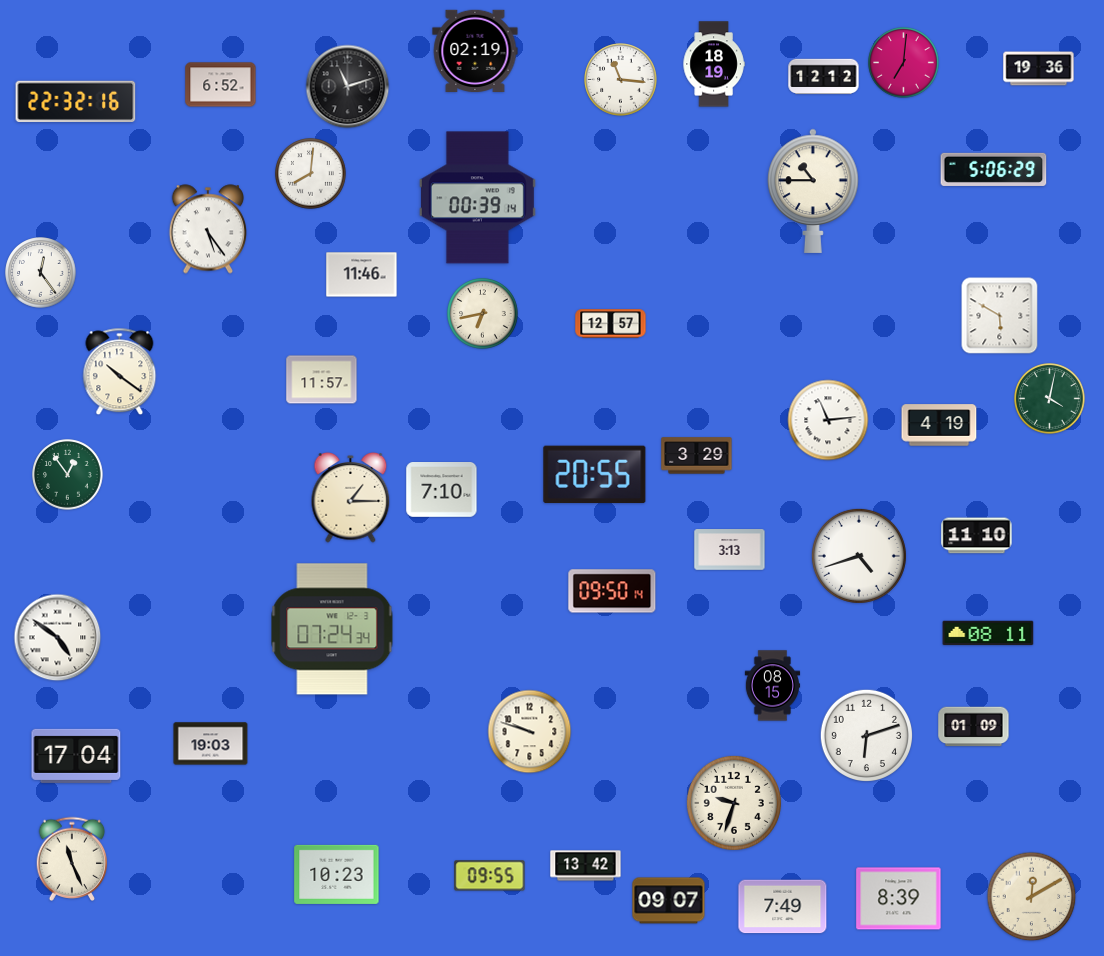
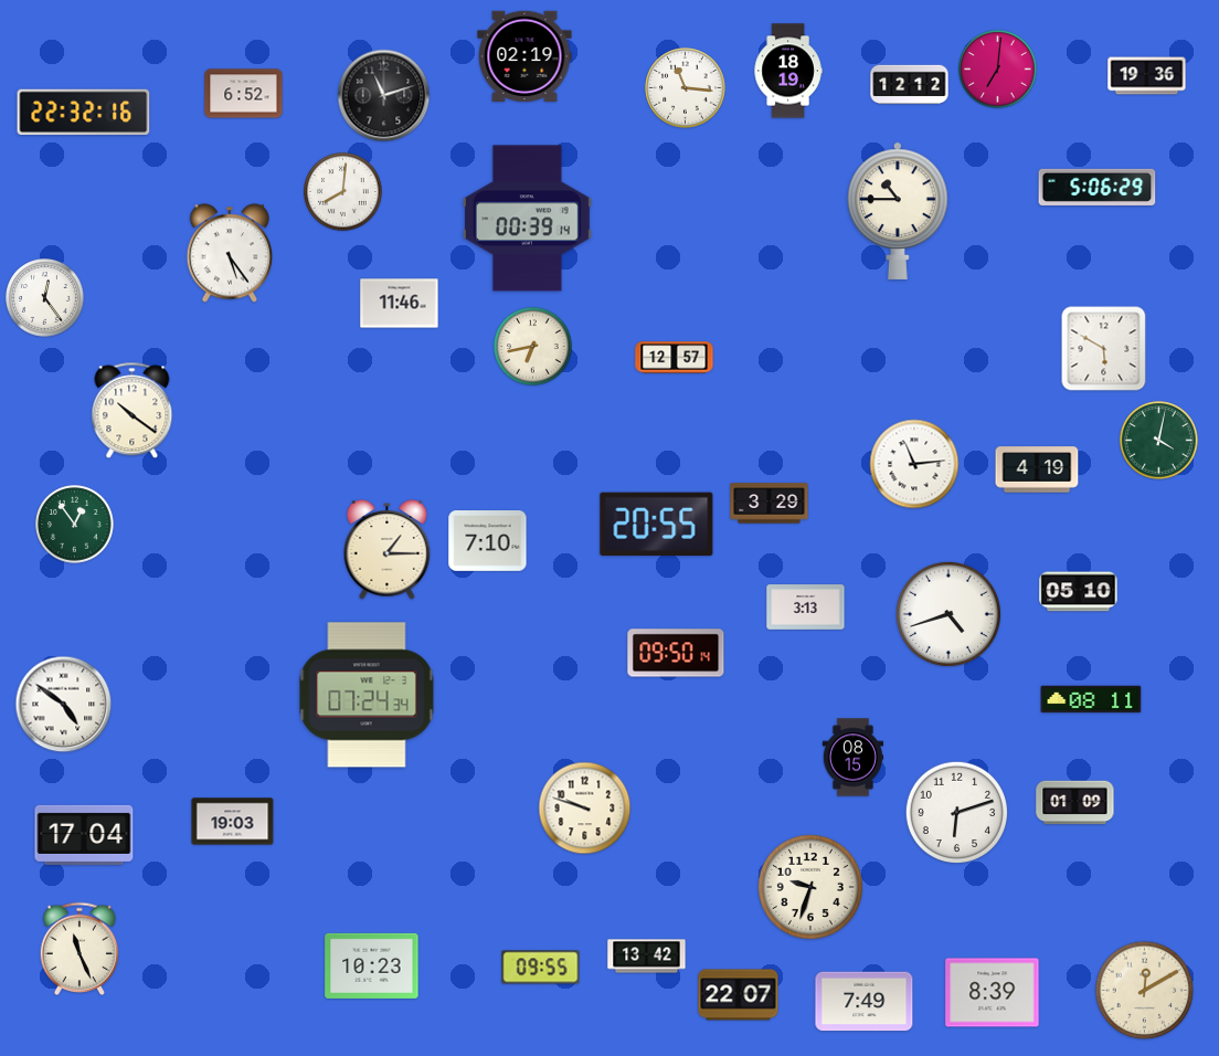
clock at (41, 273) position: (41, 273) -> (45, 298)
clock at (322, 380): 11:57 -> none
clock at (977, 536): 11:10 -> 05:10
clock at (1032, 897) position: (1032, 897) -> (1145, 991)
clock at (669, 901): 09:07 -> 22:07
